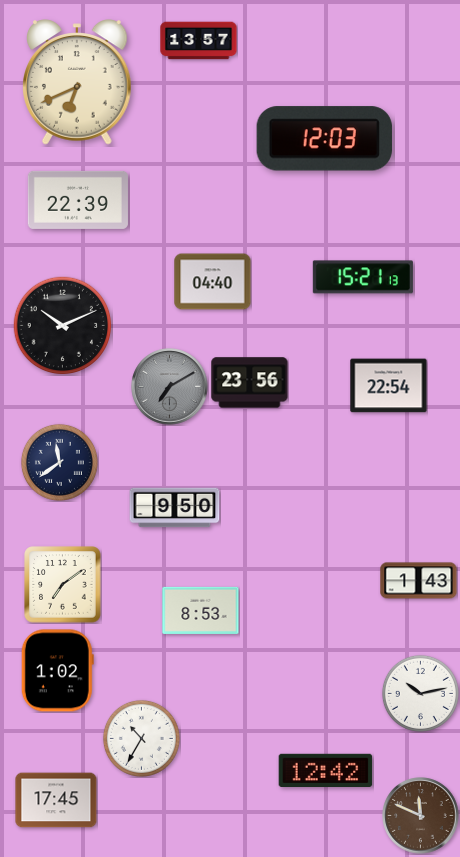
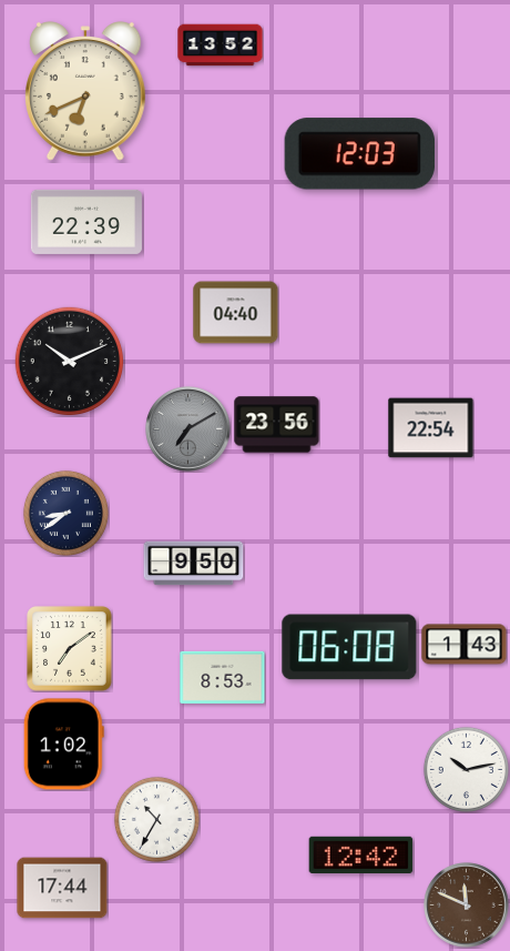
clock at (199, 41): 13:57 -> 13:52
clock at (363, 277): 15:21 -> none
clock at (59, 462): 11:39 -> 8:39
clock at (349, 647): none -> 06:08
clock at (56, 800): 17:45 -> 17:44
